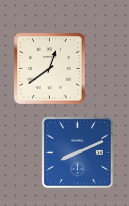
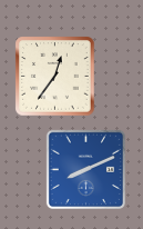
clock at (50, 69): 12:39 -> 12:36
